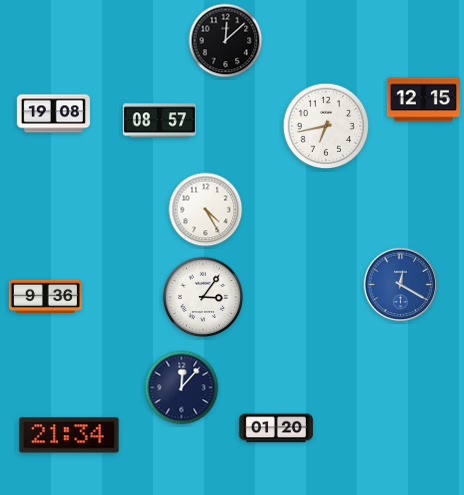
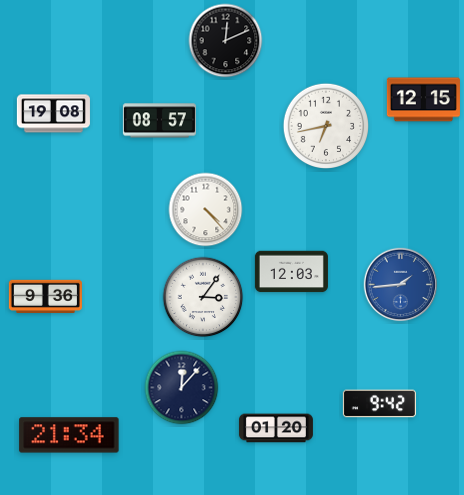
clock at (226, 41): 12:08 -> 12:11
clock at (206, 210): 4:25 -> 4:23
clock at (291, 272): none -> 12:03
clock at (401, 285): 12:20 -> 1:44
clock at (379, 404): none -> 9:42
